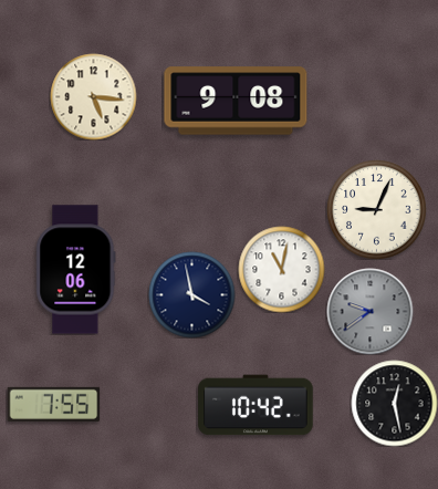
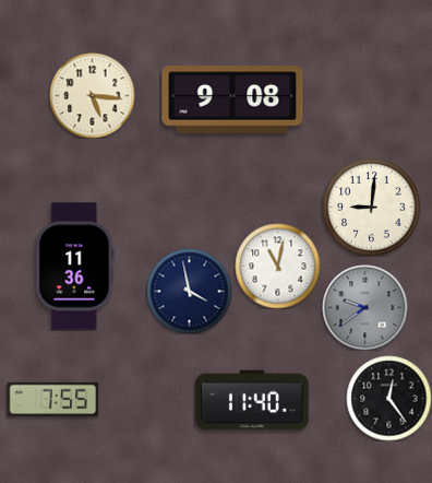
clock at (376, 209): 9:04 -> 9:01
clock at (76, 270): 12:06 -> 11:36
clock at (394, 403): 12:28 -> 12:24
clock at (255, 405): 10:42 -> 11:40
